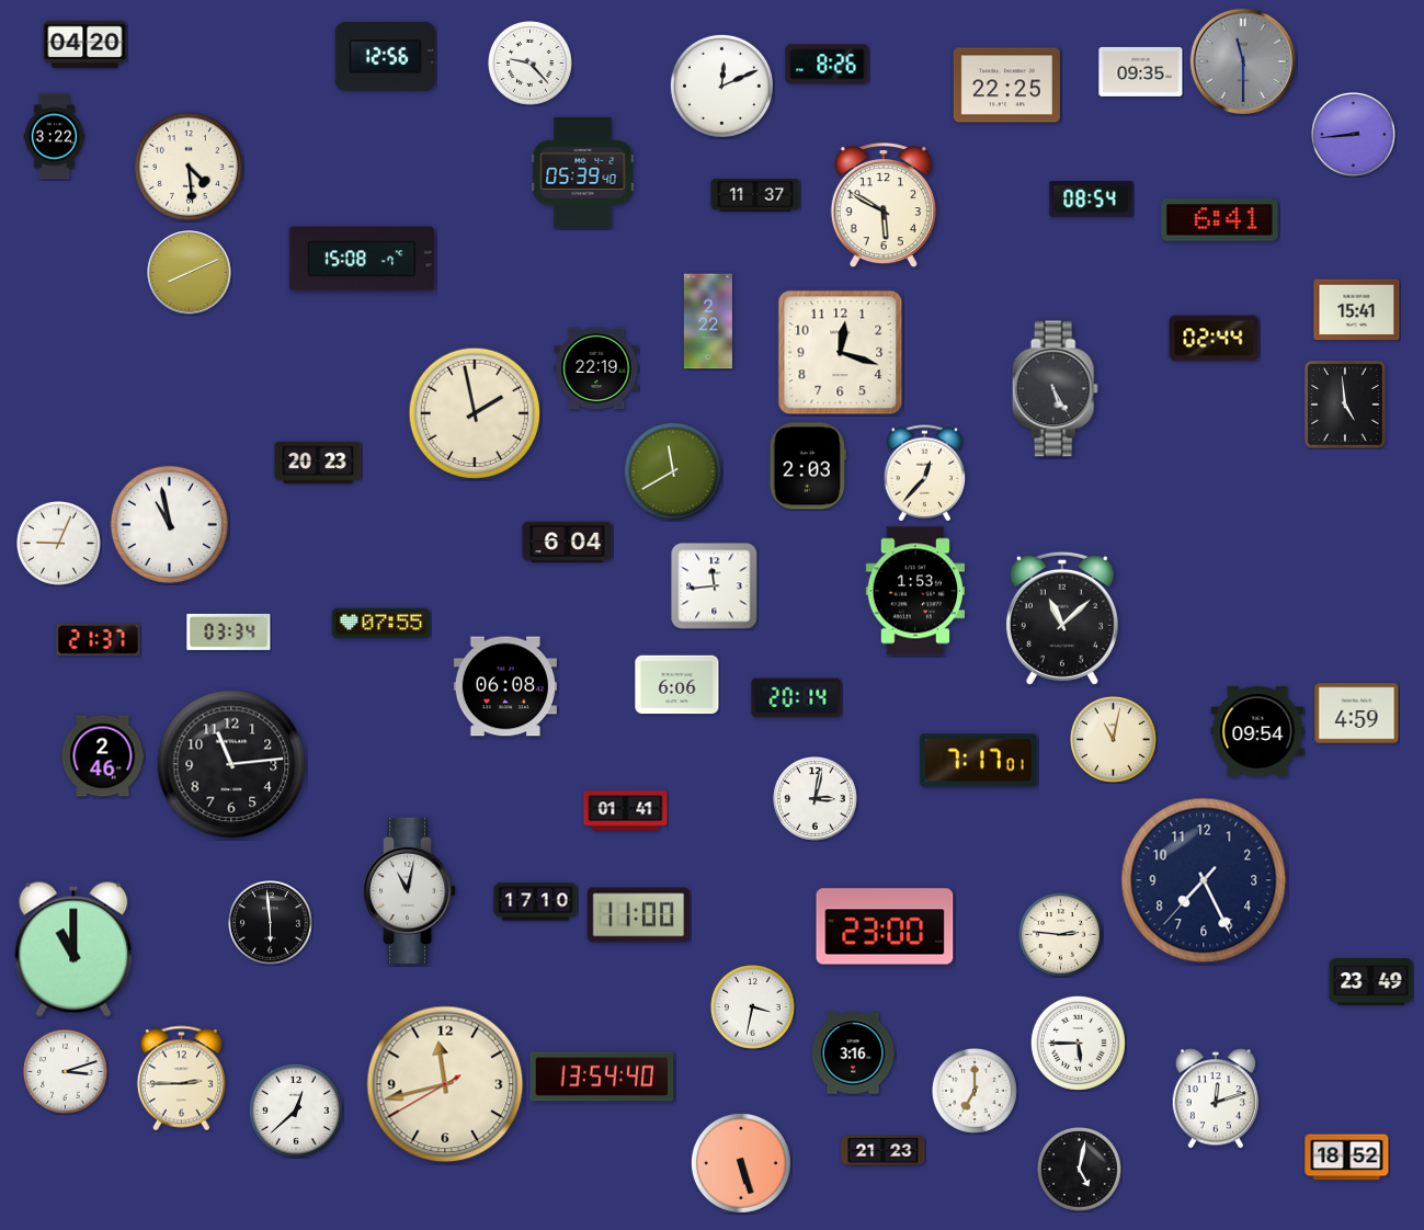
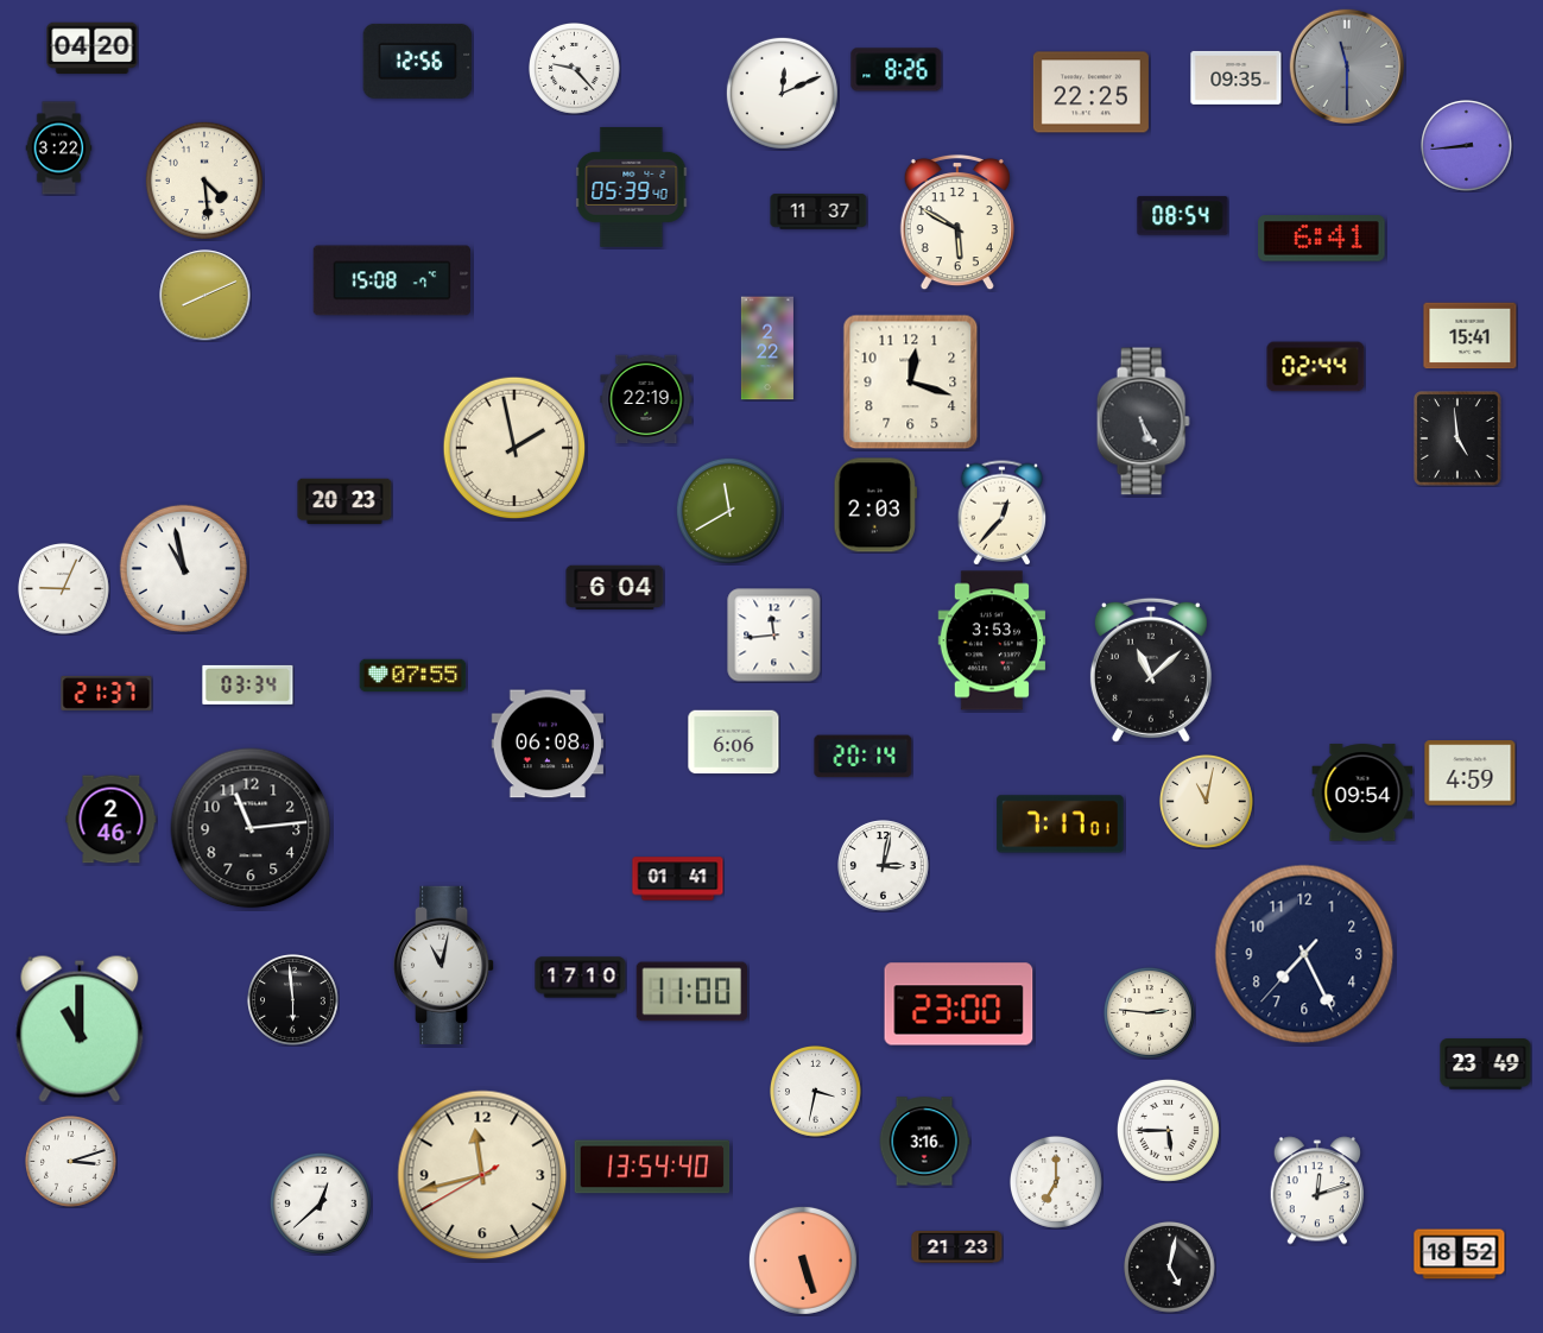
clock at (915, 591): 1:53 -> 3:53
clock at (181, 1079): 2:45 -> none
